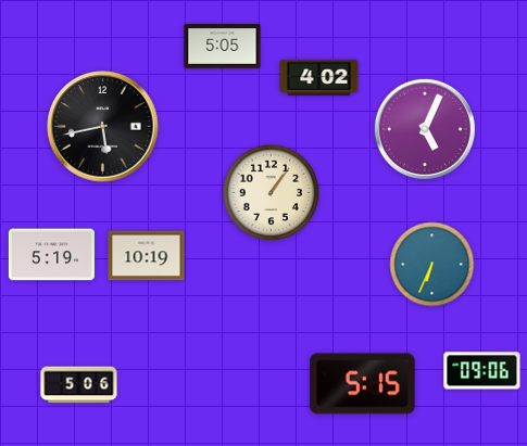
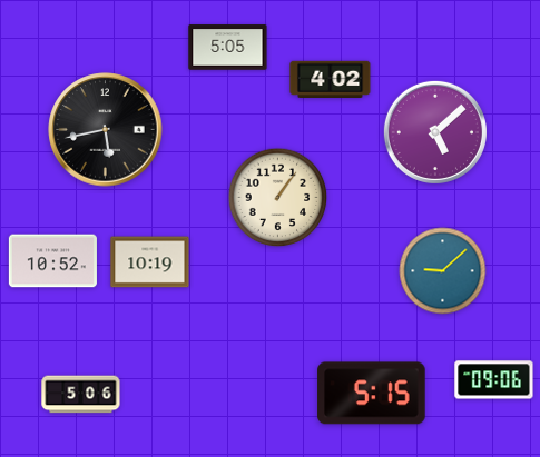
clock at (319, 77) position: (319, 77) -> (331, 79)
clock at (425, 129): 5:04 -> 5:08
clock at (51, 255): 5:19 -> 10:52
clock at (432, 265): 6:34 -> 9:08
